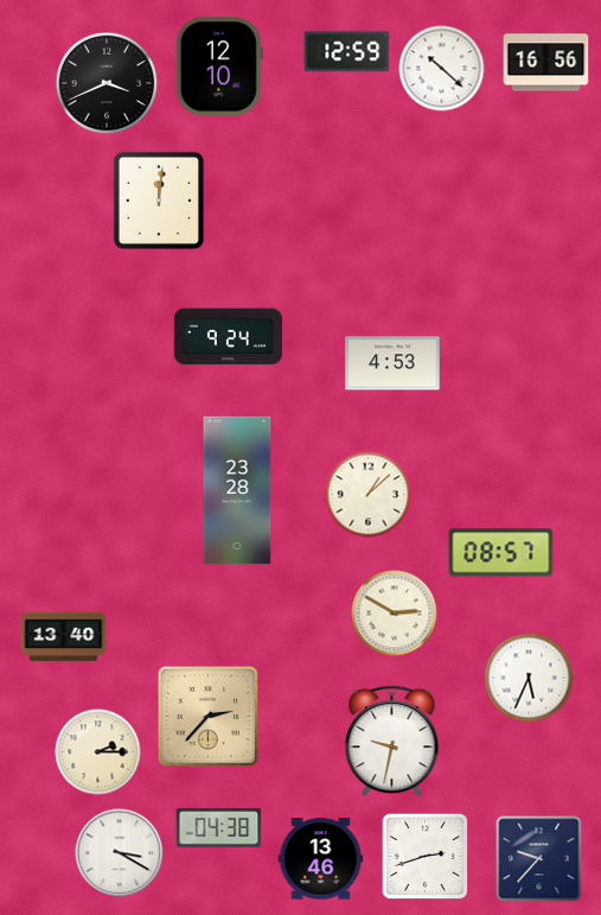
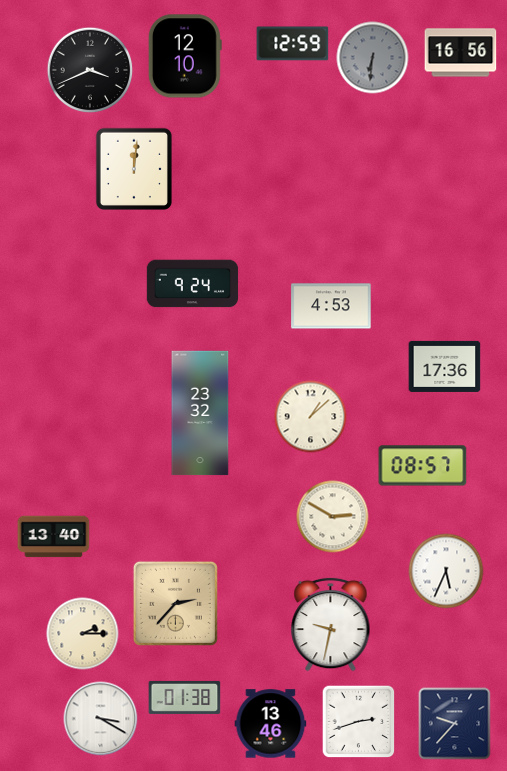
clock at (442, 69): 10:22 -> 6:31
clock at (442, 69) dial: white -> grey
clock at (445, 366): none -> 17:36
clock at (237, 490): 23:28 -> 23:32
clock at (219, 827): 04:38 -> 01:38
